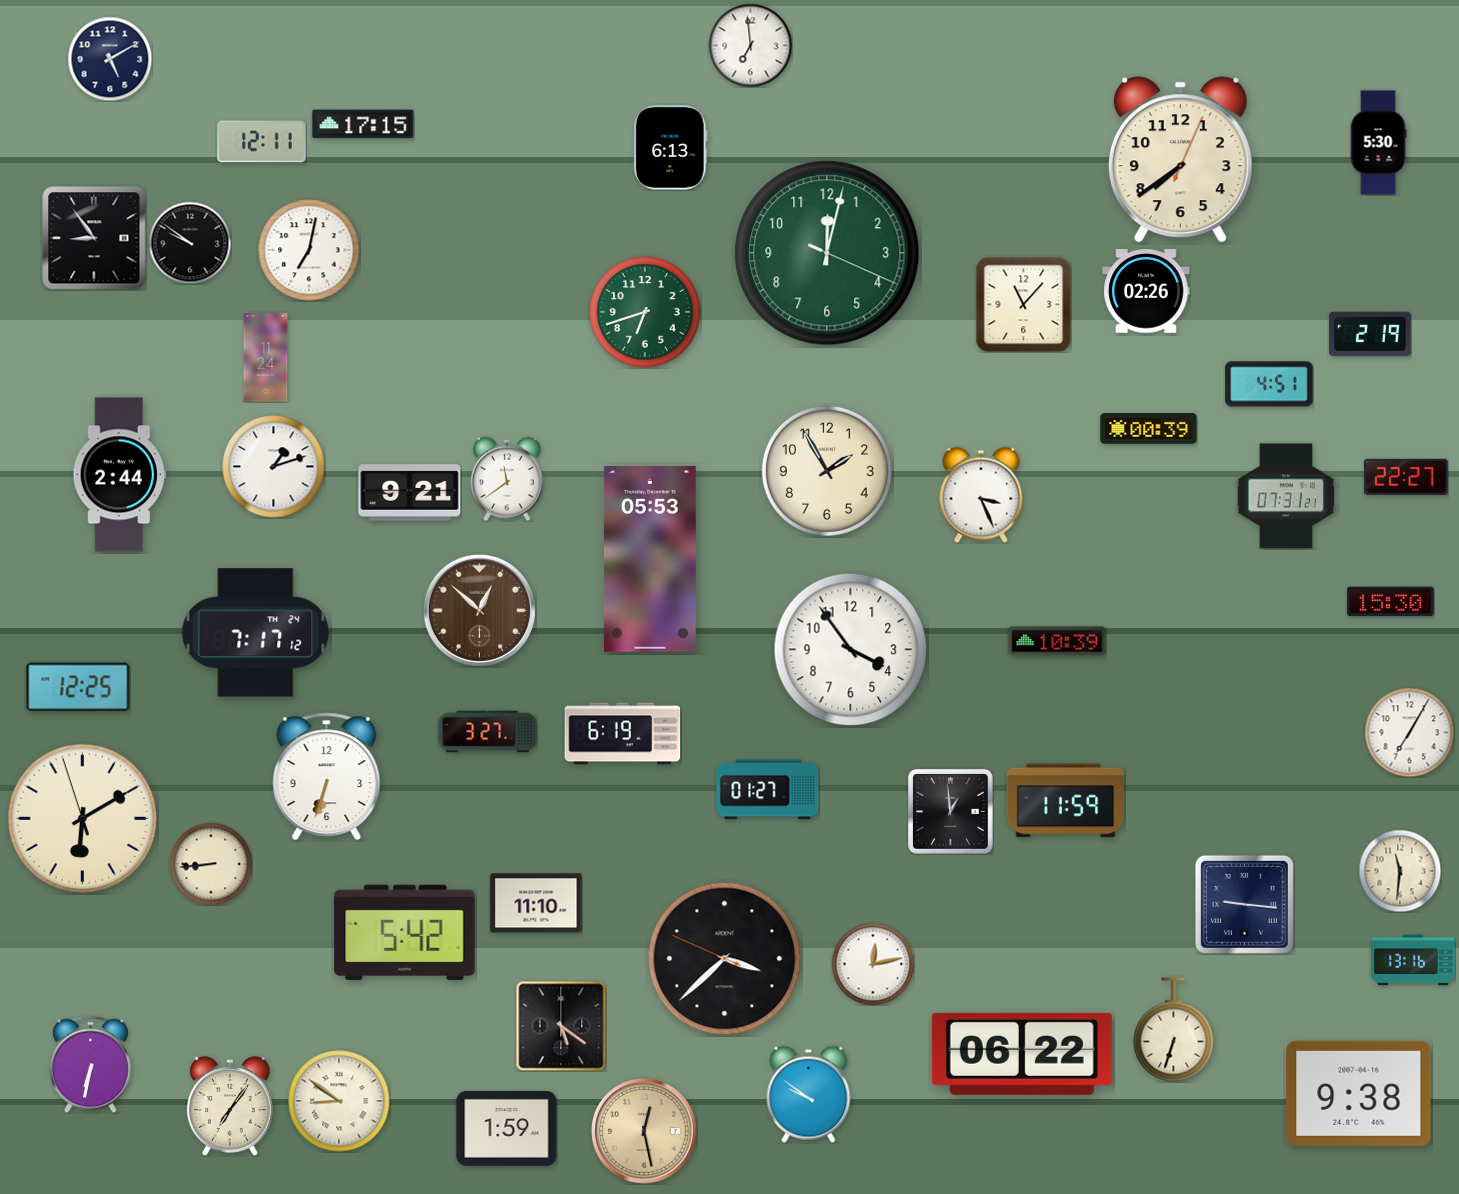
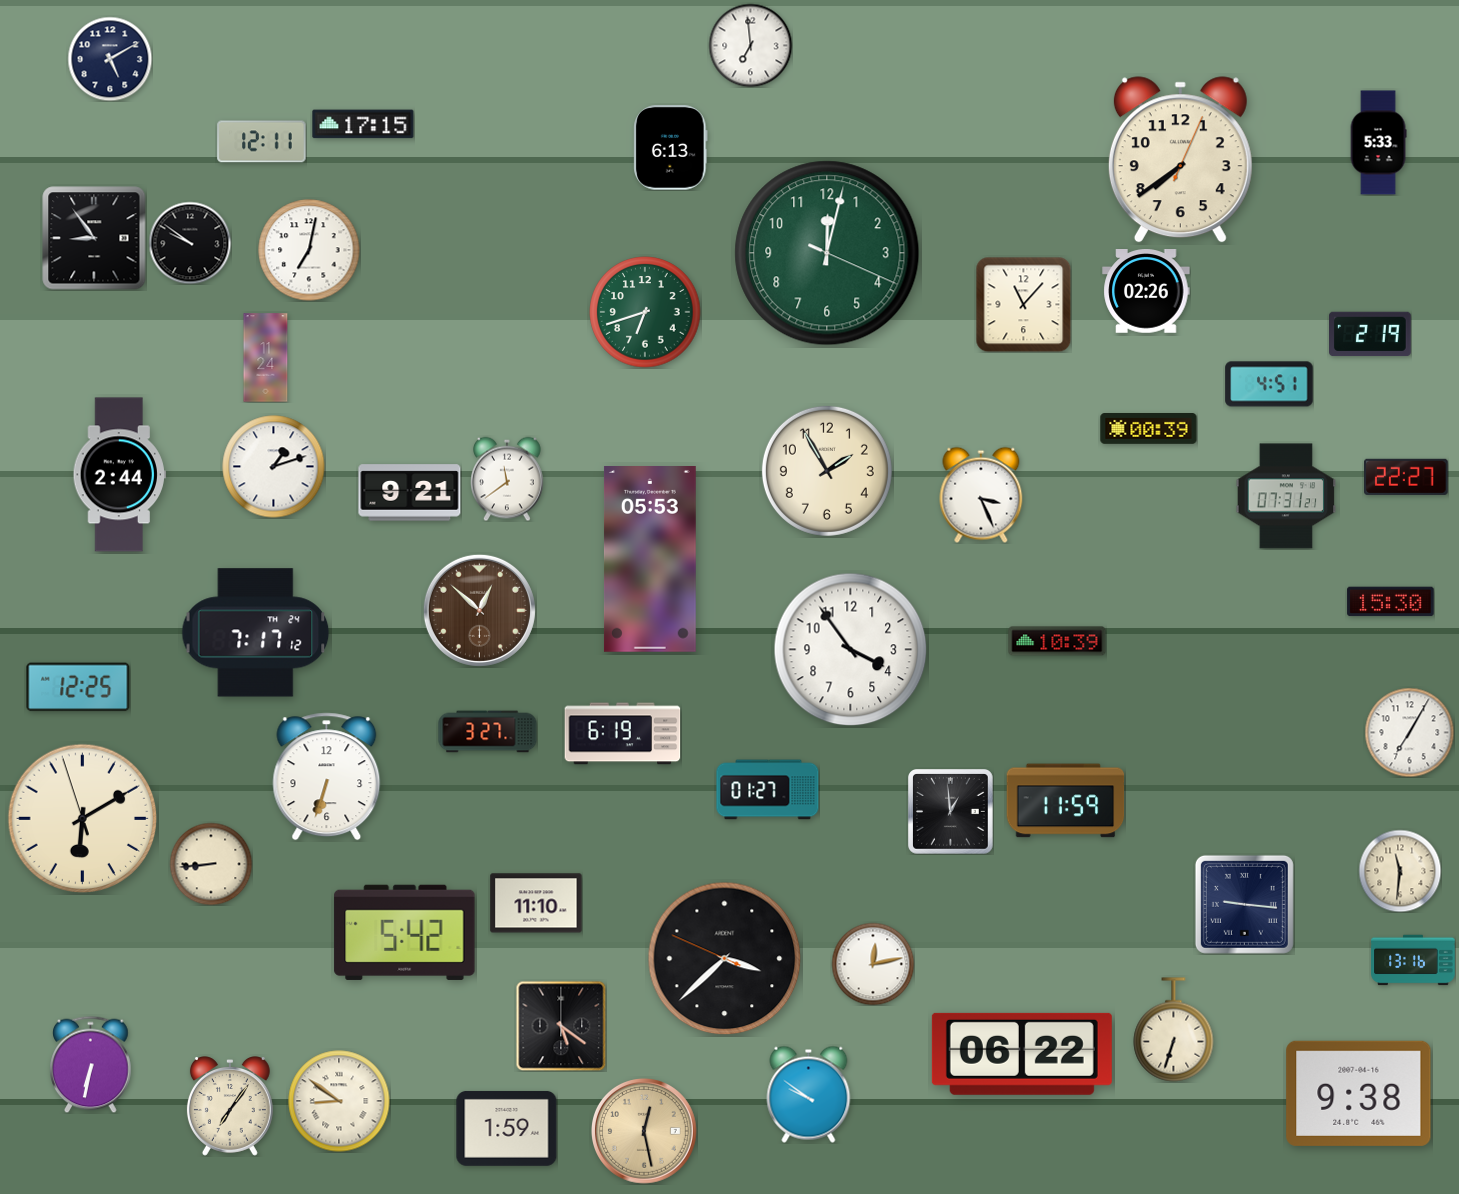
clock at (1378, 143): 5:30 -> 5:33
